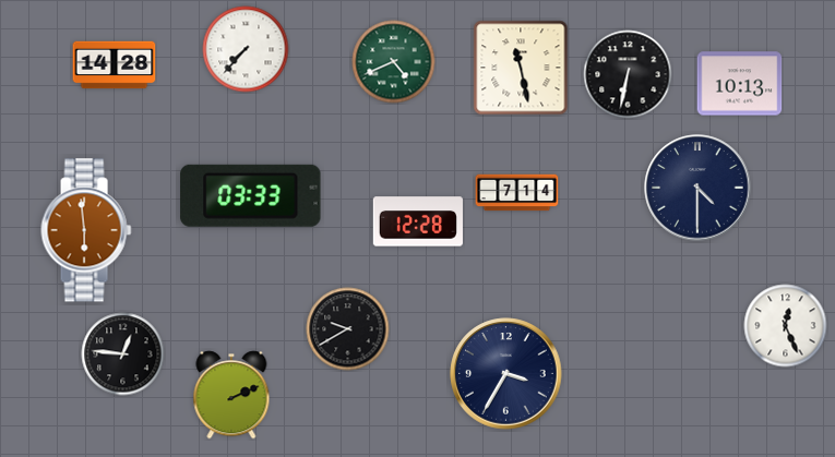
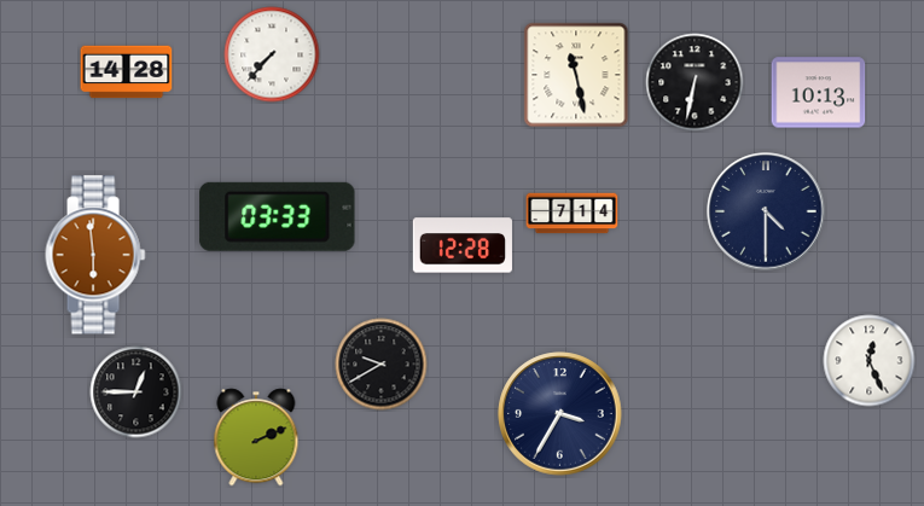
clock at (394, 62): 4:41 -> none
clock at (697, 188) position: (697, 188) -> (766, 211)
clock at (348, 329) position: (348, 329) -> (382, 365)
clock at (123, 354): 12:46 -> 12:45
